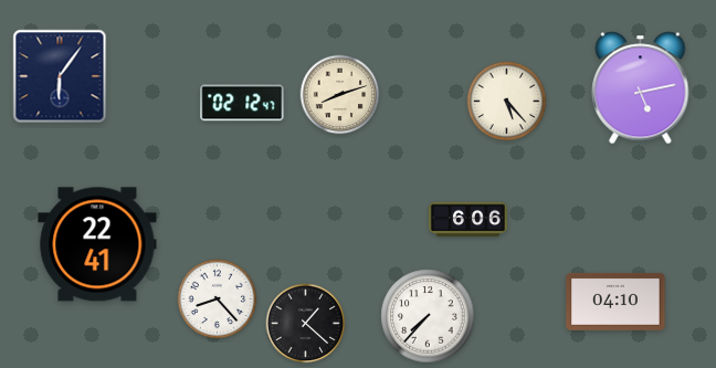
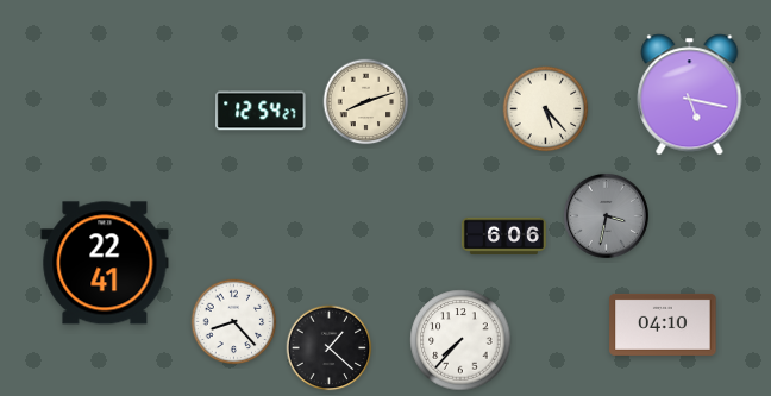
clock at (60, 76): 6:06 -> none
clock at (641, 88): 5:13 -> 5:17
clock at (242, 103): 02:12 -> 12:54
clock at (606, 215): none -> 3:32
